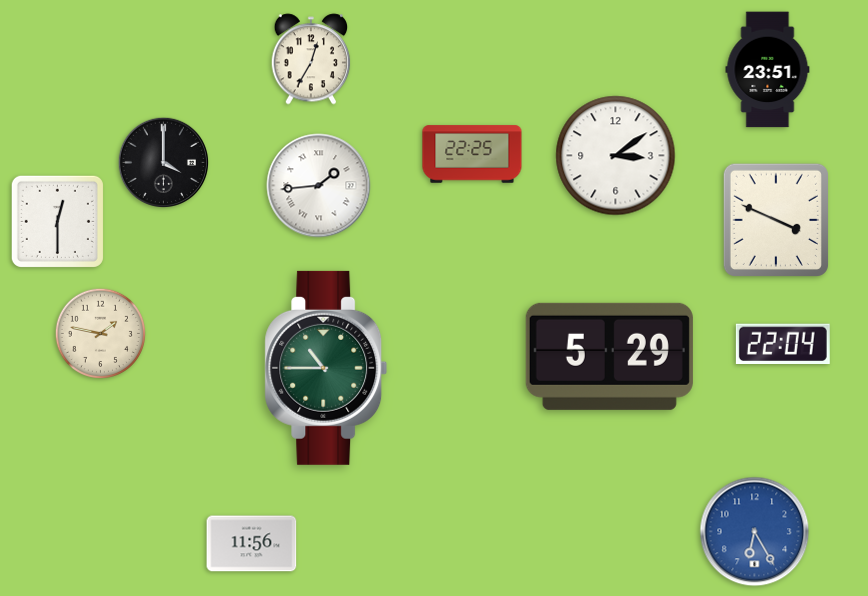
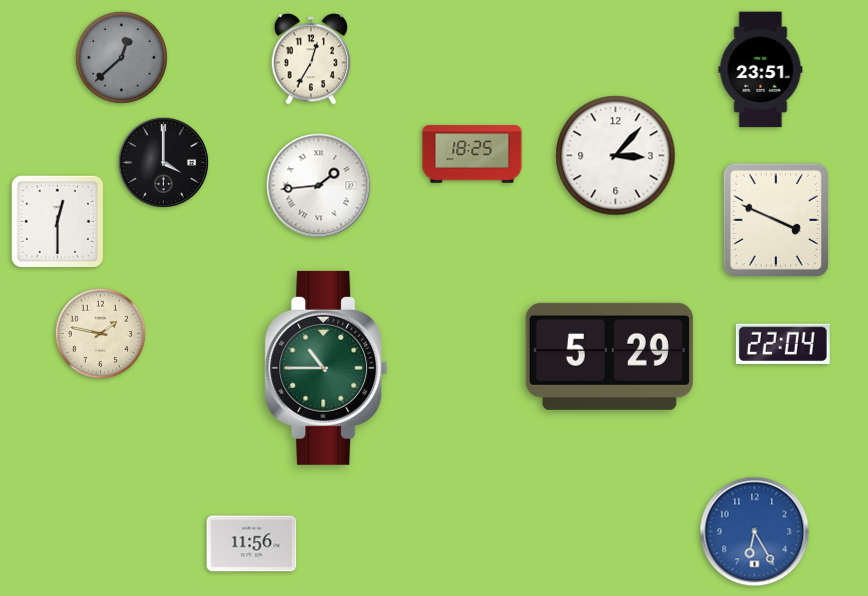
clock at (121, 57): none -> 12:38
clock at (768, 70) position: (768, 70) -> (761, 70)
clock at (472, 154): 22:25 -> 18:25
clock at (616, 156): 3:09 -> 3:07
